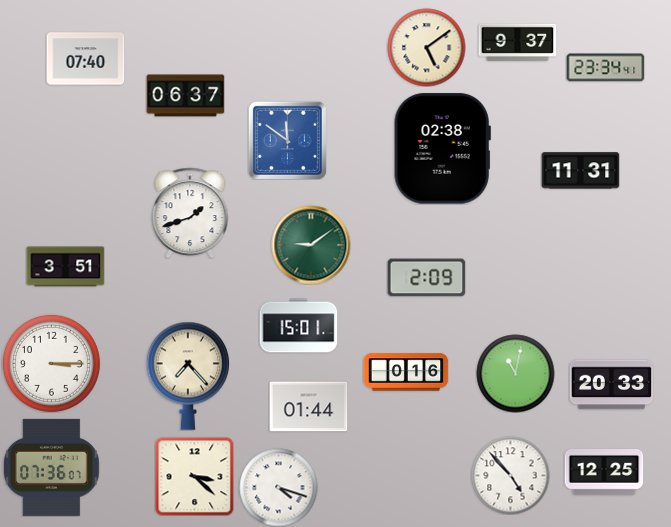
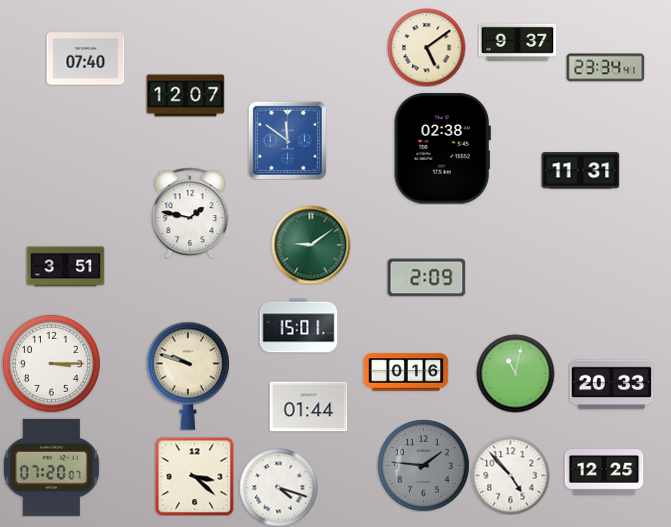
clock at (185, 96): 06:37 -> 12:07
clock at (190, 213): 1:42 -> 1:47
clock at (187, 376): 7:23 -> 9:48
clock at (424, 466): none -> 1:46
clock at (51, 467): 07:36 -> 07:20
